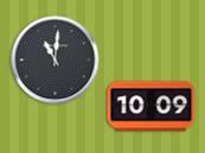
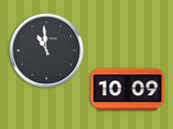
clock at (56, 60): 11:01 -> 10:59
